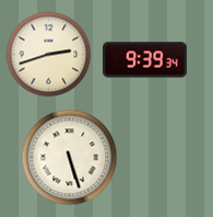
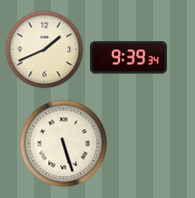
clock at (48, 54): 2:42 -> 1:41
clock at (145, 60) position: (145, 60) -> (129, 58)
